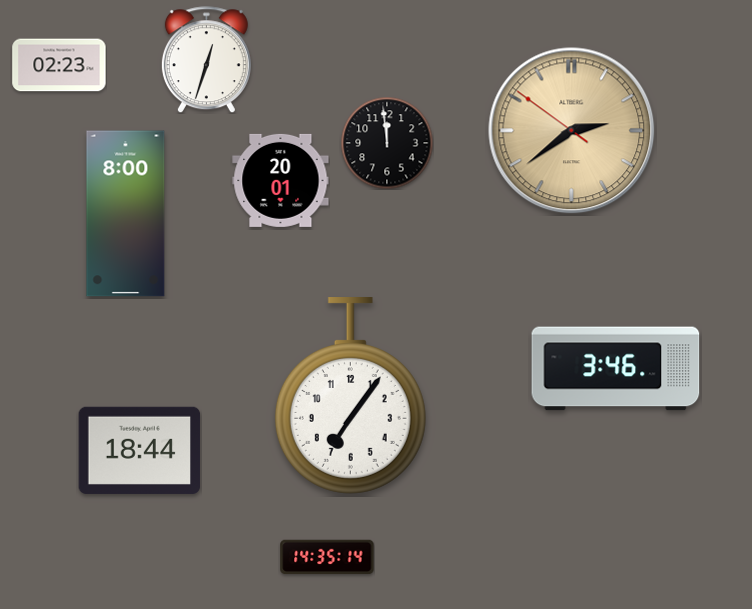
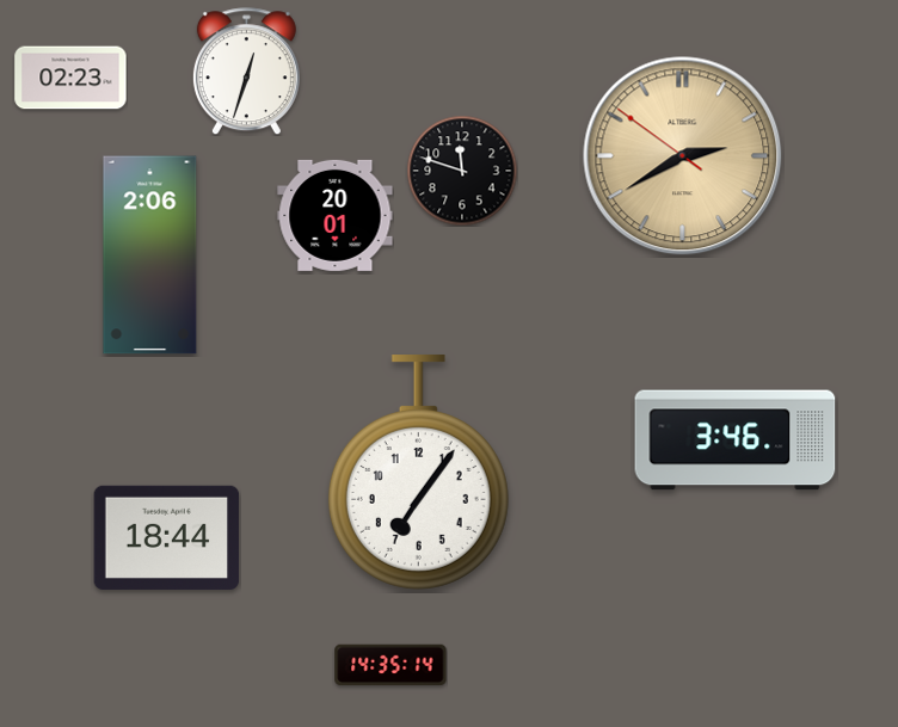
clock at (572, 131): 2:38 -> 2:39
clock at (387, 143): 11:59 -> 11:48
clock at (126, 214): 8:00 -> 2:06
